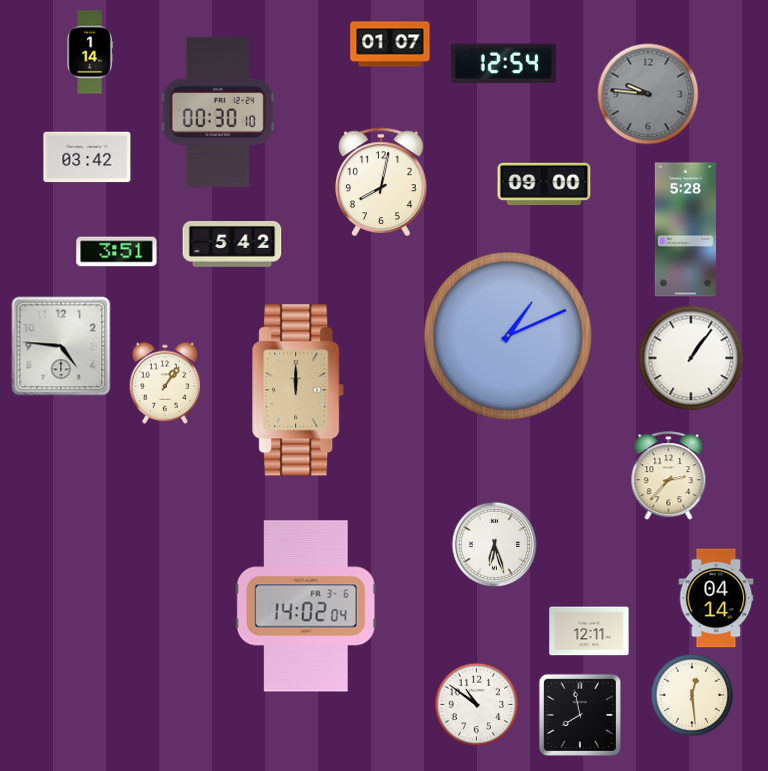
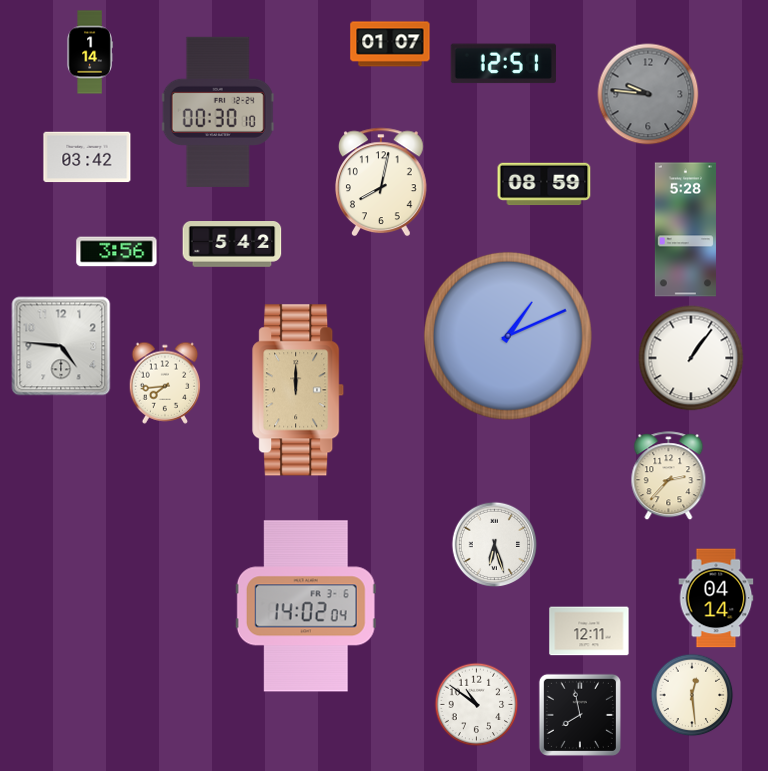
clock at (503, 64): 12:54 -> 12:51
clock at (544, 184): 09:00 -> 08:59
clock at (117, 252): 3:51 -> 3:56
clock at (165, 383): 1:06 -> 7:44
